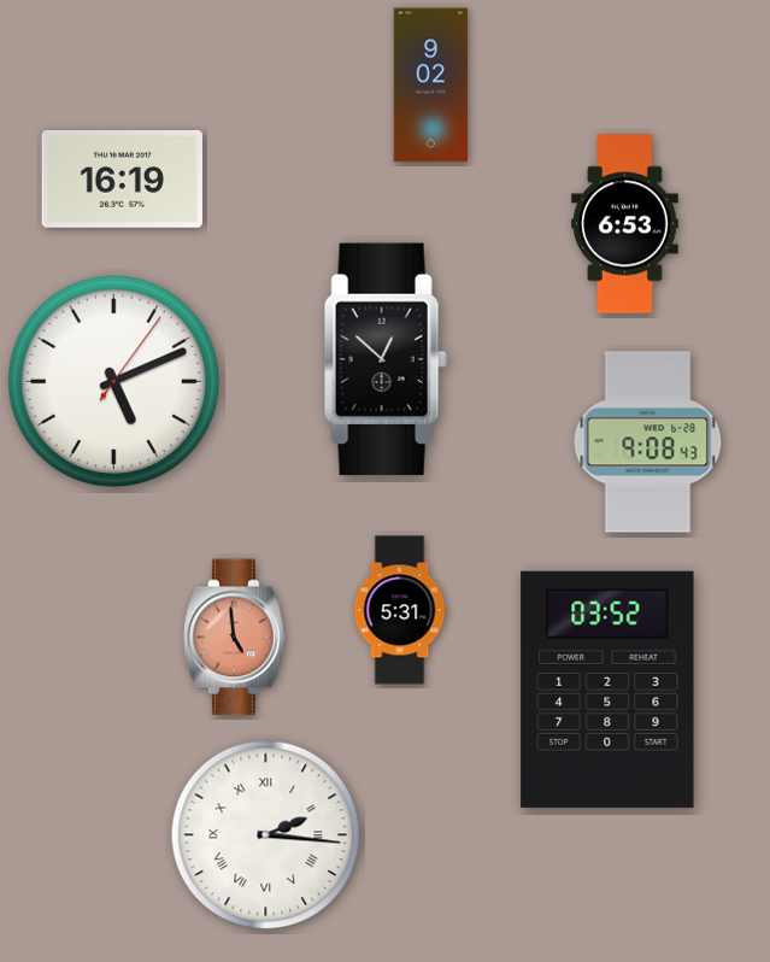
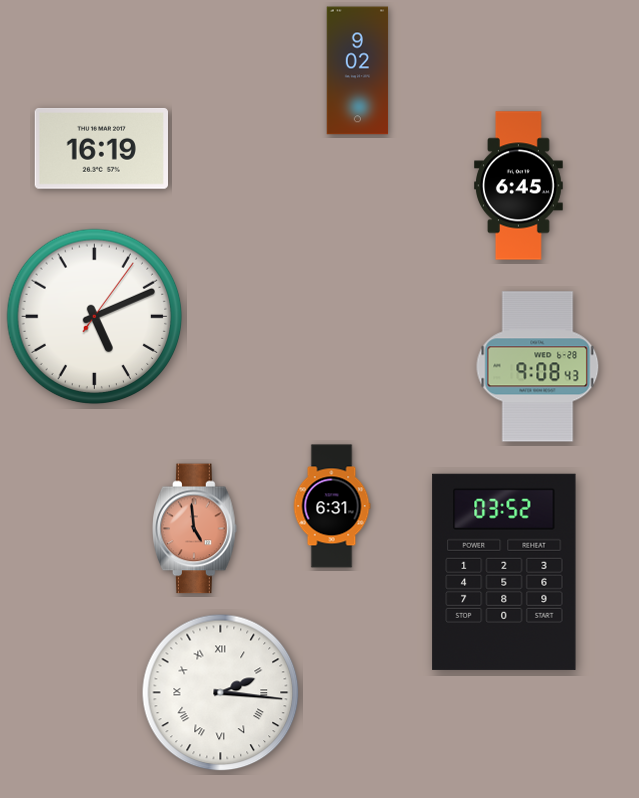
clock at (625, 224): 6:53 -> 6:45
clock at (386, 359): 12:52 -> none
clock at (400, 610): 5:31 -> 6:31
